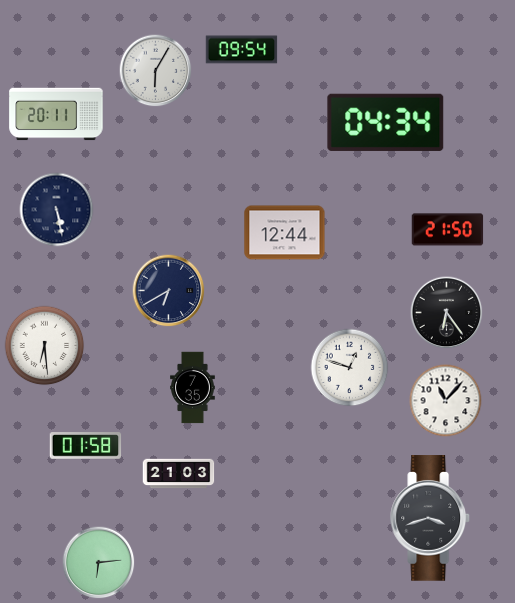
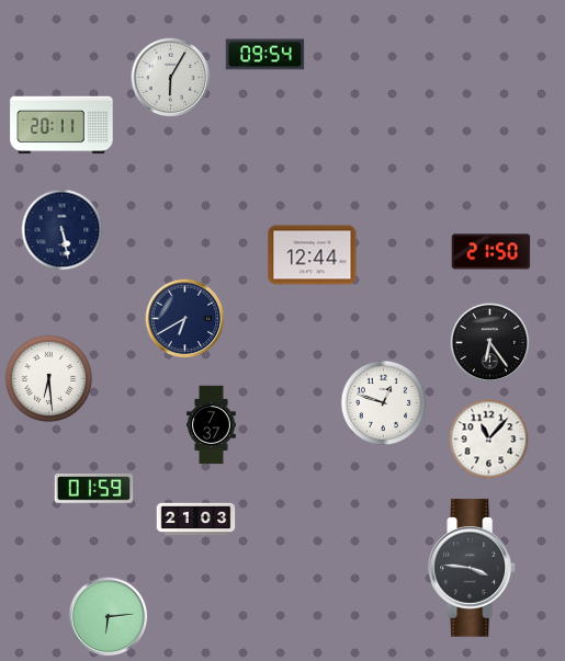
clock at (386, 122): 04:34 -> none
clock at (193, 388): 7:35 -> 7:37
clock at (86, 446): 01:58 -> 01:59
clock at (431, 518): 3:42 -> 3:46
